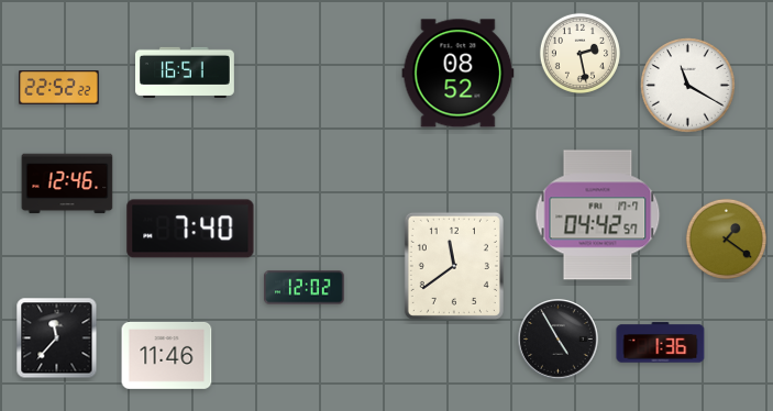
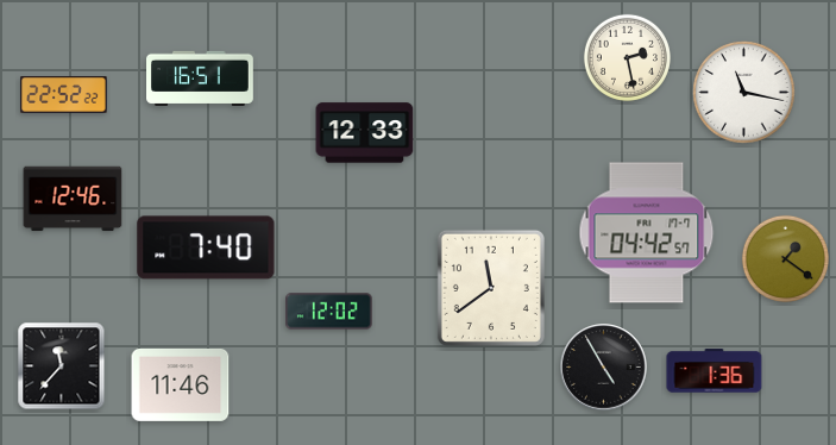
clock at (459, 74): 08:52 -> none
clock at (688, 86): 11:20 -> 11:17
clock at (365, 133): none -> 12:33
